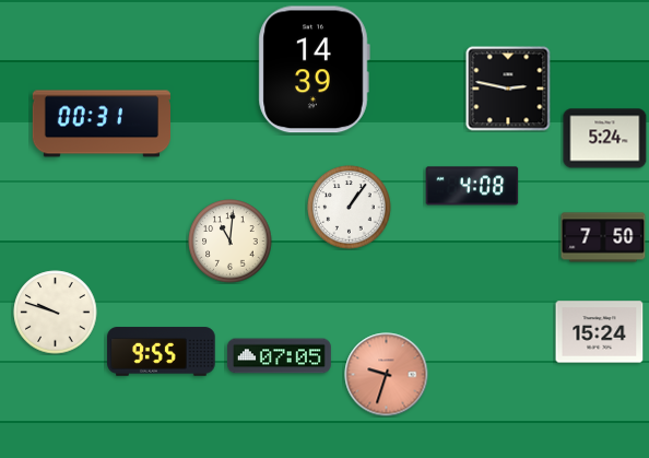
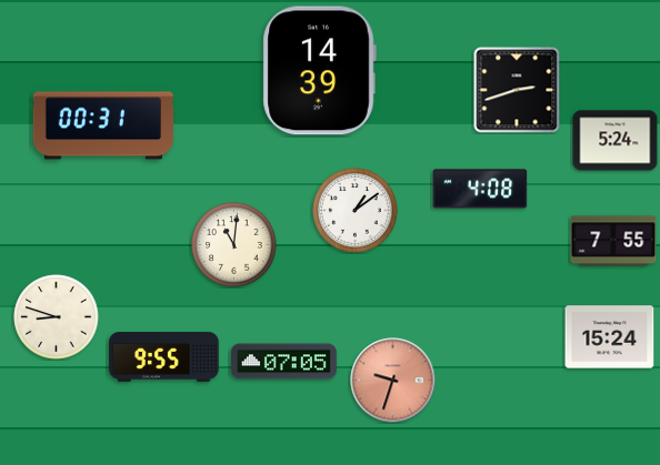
clock at (508, 89): 2:47 -> 2:42
clock at (350, 208): 1:06 -> 1:09
clock at (603, 237): 7:50 -> 7:55
clock at (56, 313): 9:48 -> 8:48
